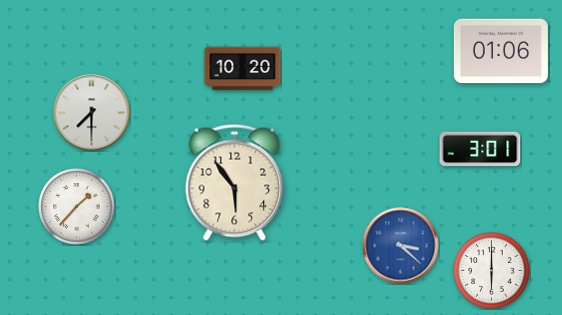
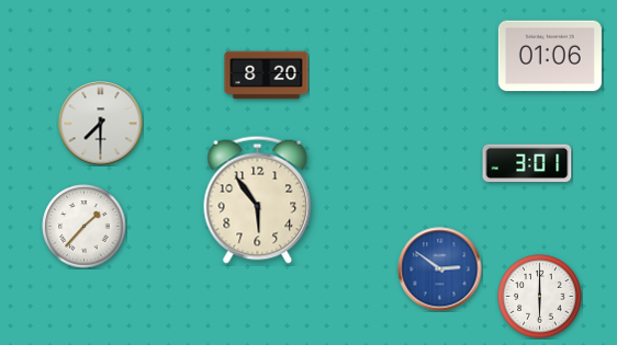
clock at (243, 69): 10:20 -> 8:20
clock at (401, 246): 3:22 -> 2:51
